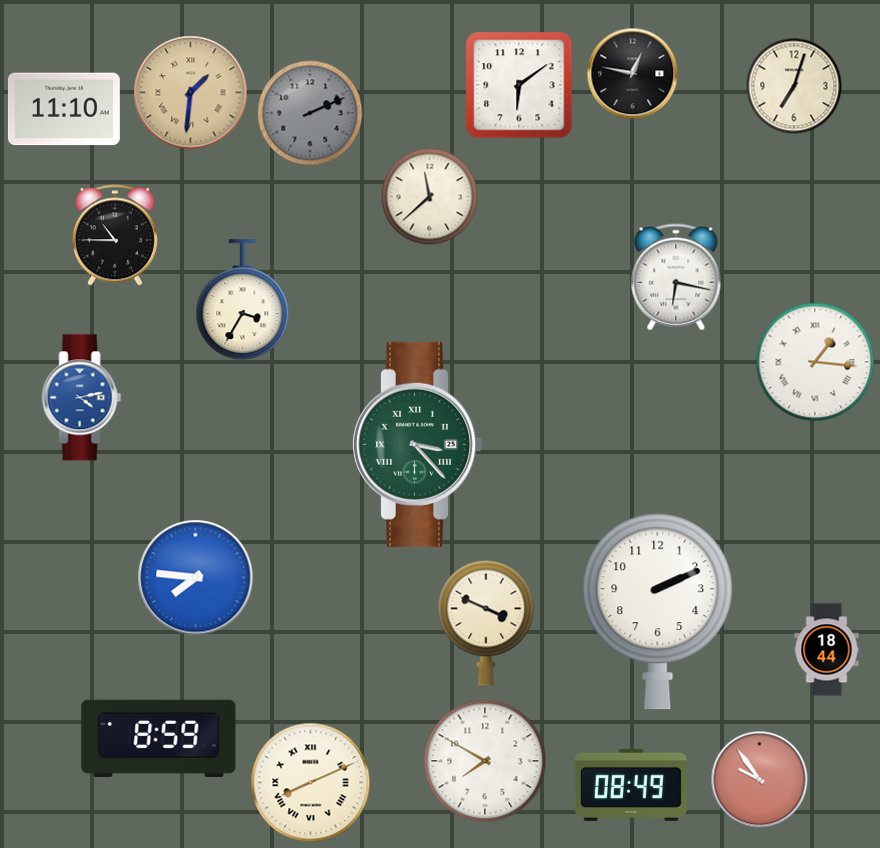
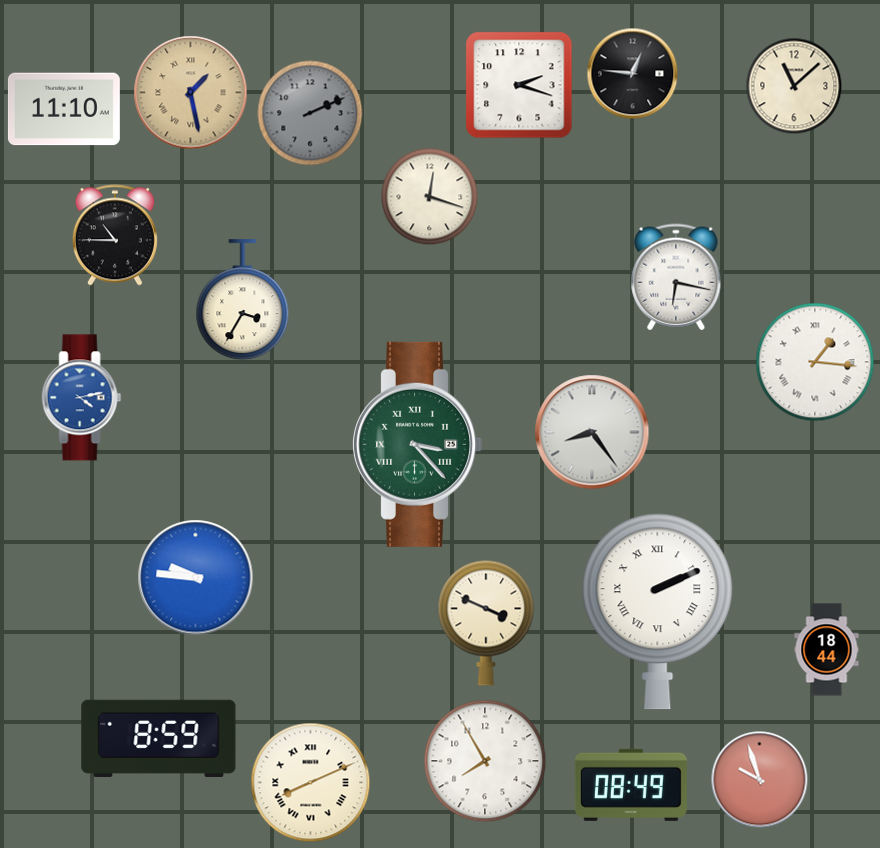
clock at (633, 74): 12:47 -> 12:46
clock at (519, 85): 6:09 -> 2:18
clock at (794, 86): 7:03 -> 11:08
clock at (191, 93): 1:31 -> 1:28
clock at (430, 197): 11:38 -> 12:18
clock at (592, 432): none -> 8:24
clock at (196, 578): 7:46 -> 9:46
clock at (658, 612) numerals: Arabic -> Roman
clock at (485, 761): 7:50 -> 7:55
clock at (760, 780): 9:54 -> 9:57
